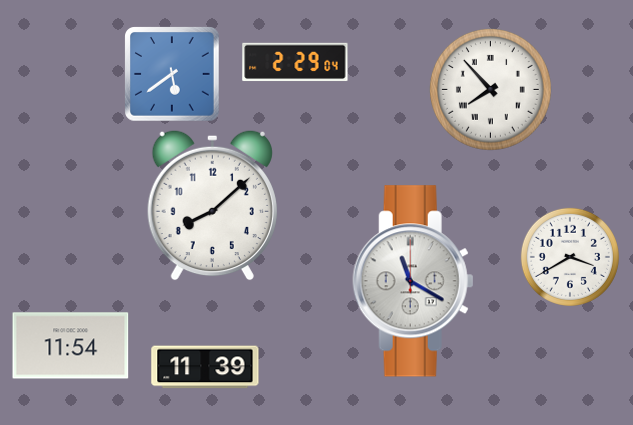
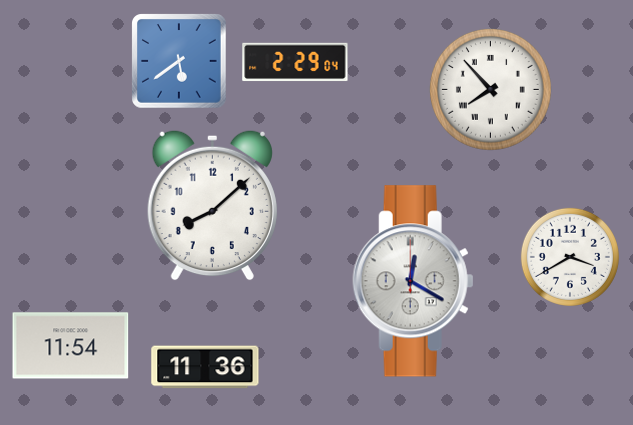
clock at (172, 74) position: (172, 74) -> (179, 61)
clock at (413, 281): 11:20 -> 12:20
clock at (205, 367): 11:39 -> 11:36
